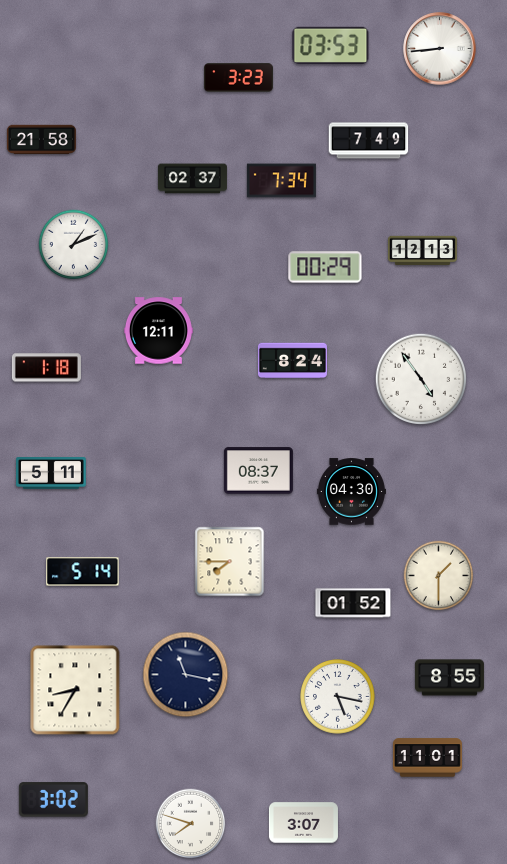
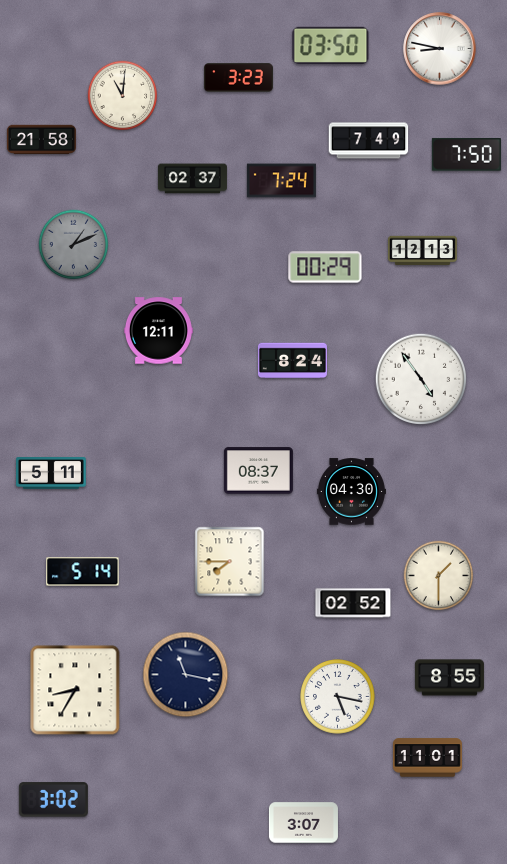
clock at (331, 45): 03:53 -> 03:50
clock at (440, 49): 8:44 -> 8:47
clock at (123, 96): none -> 11:01
clock at (466, 155): none -> 7:50
clock at (281, 181): 7:34 -> 7:24
clock at (74, 245) dial: white -> grey
clock at (46, 368): 1:18 -> none
clock at (353, 603): 01:52 -> 02:52
clock at (191, 824): 7:48 -> none
